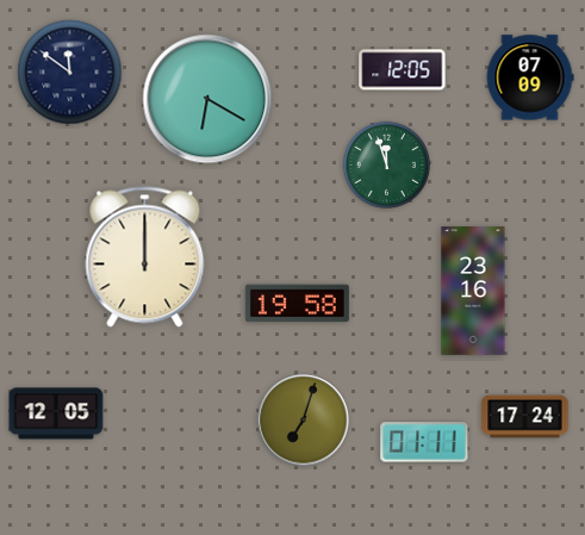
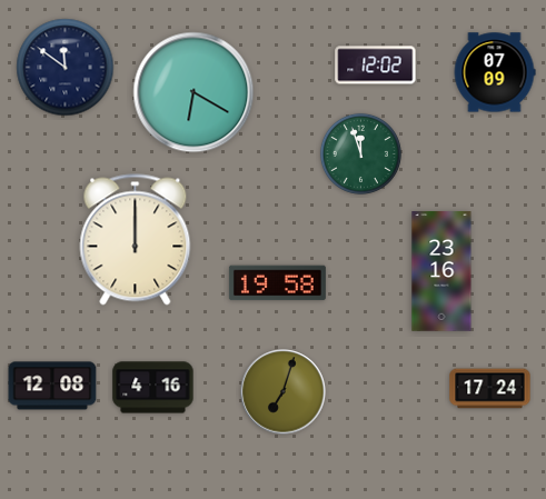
clock at (403, 70): 12:05 -> 12:02
clock at (56, 413): 12:05 -> 12:08
clock at (153, 388): none -> 4:16
clock at (424, 442): 01:11 -> none
